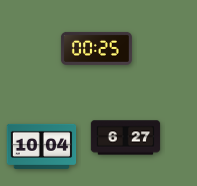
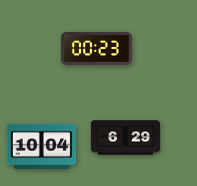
clock at (96, 48): 00:25 -> 00:23
clock at (126, 138): 6:27 -> 6:29
